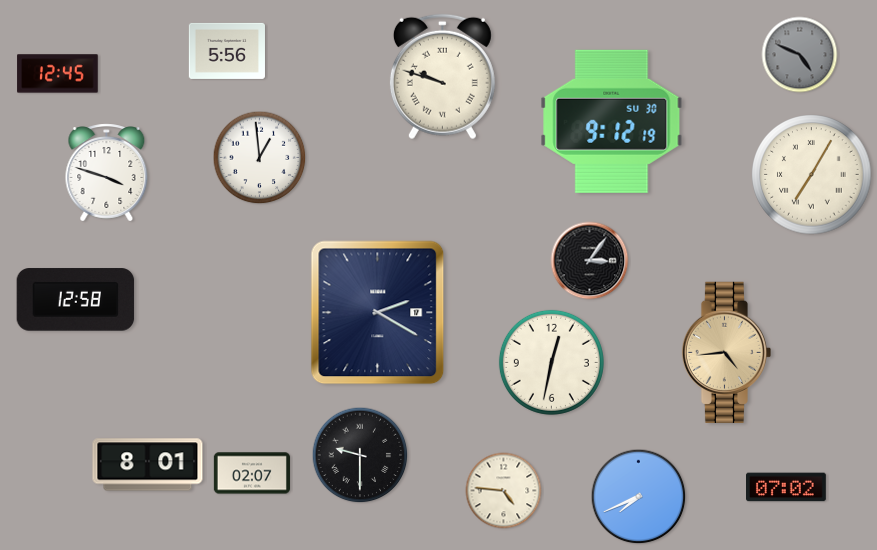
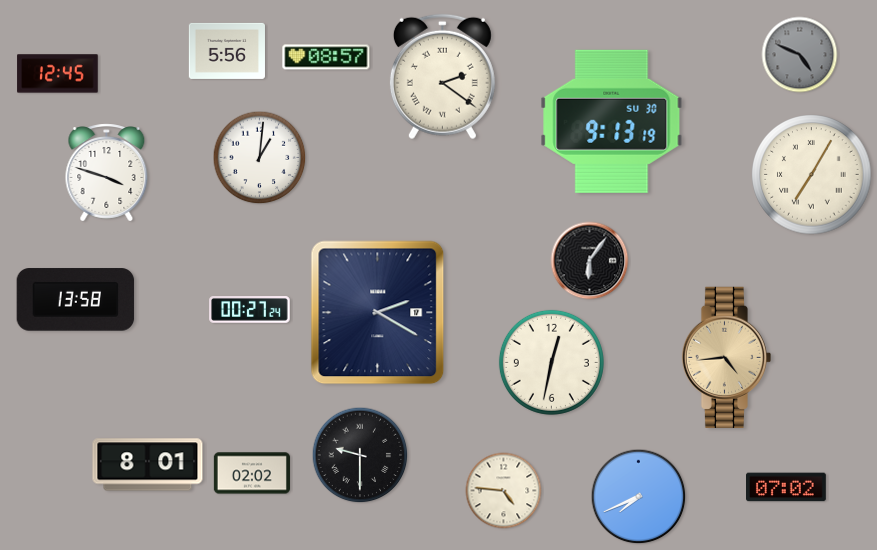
clock at (326, 57): none -> 08:57
clock at (442, 77): 9:48 -> 2:21
clock at (612, 121): 9:12 -> 9:13
clock at (260, 158): 12:59 -> 1:01
clock at (590, 261): 3:06 -> 6:06
clock at (76, 300): 12:58 -> 13:58
clock at (250, 310): none -> 00:27
clock at (726, 352) position: (726, 352) -> (726, 357)
clock at (252, 473): 02:07 -> 02:02
